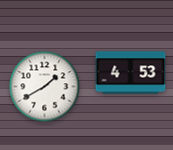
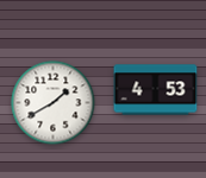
clock at (131, 73) position: (131, 73) -> (156, 90)
